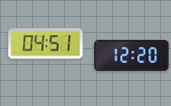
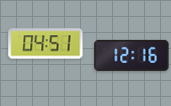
clock at (132, 55): 12:20 -> 12:16
